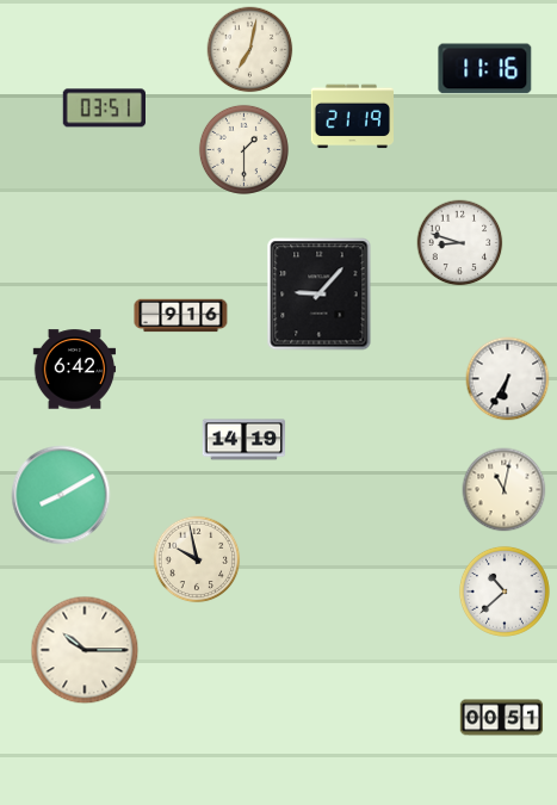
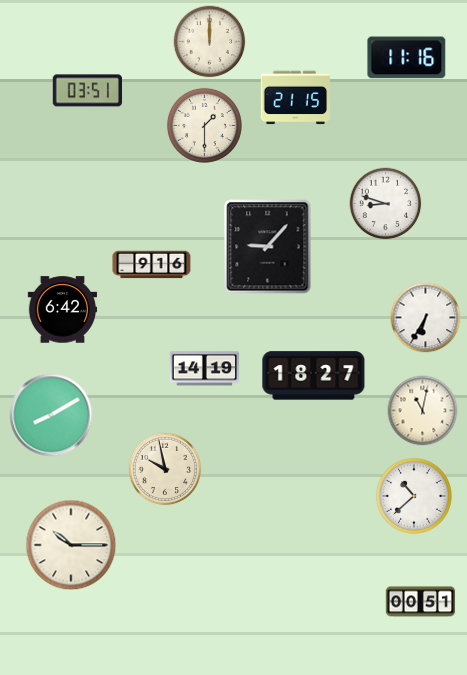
clock at (250, 50): 7:02 -> 12:00
clock at (352, 117): 21:19 -> 21:15
clock at (314, 376): none -> 18:27
clock at (505, 592) position: (505, 592) -> (414, 496)
